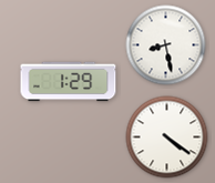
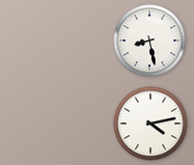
clock at (69, 82): 1:29 -> none
clock at (167, 138): 4:21 -> 4:13
